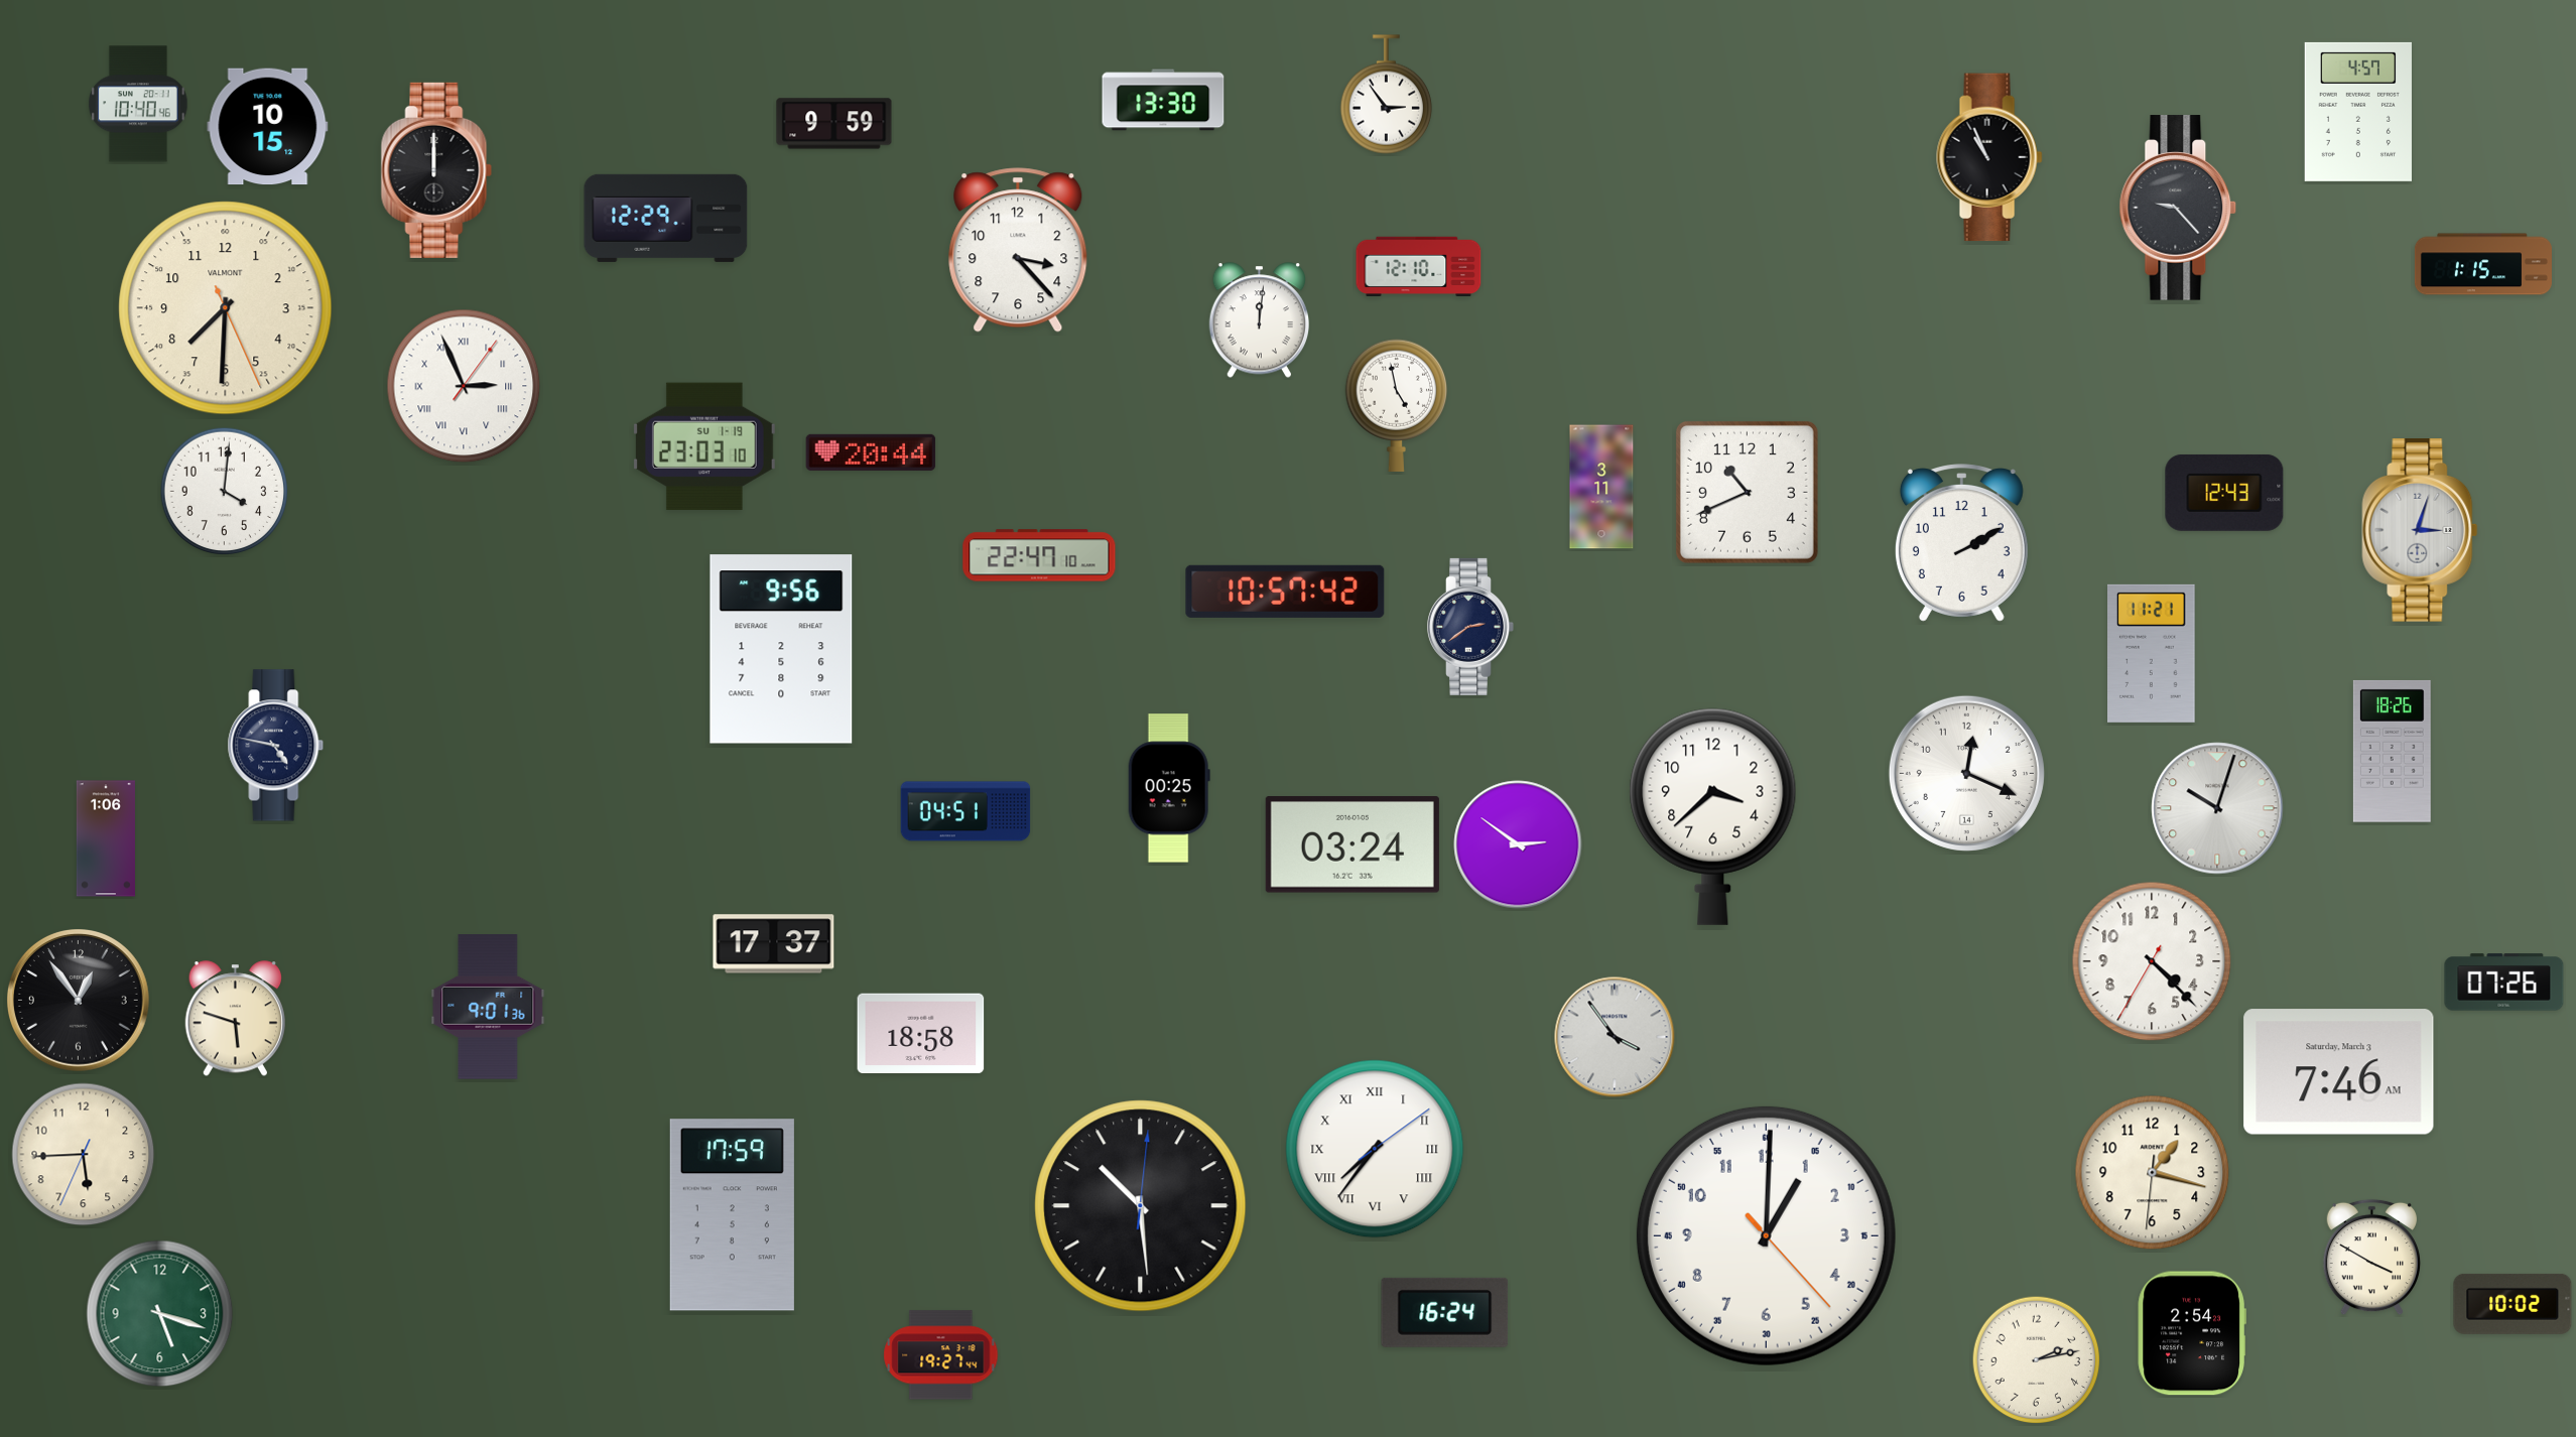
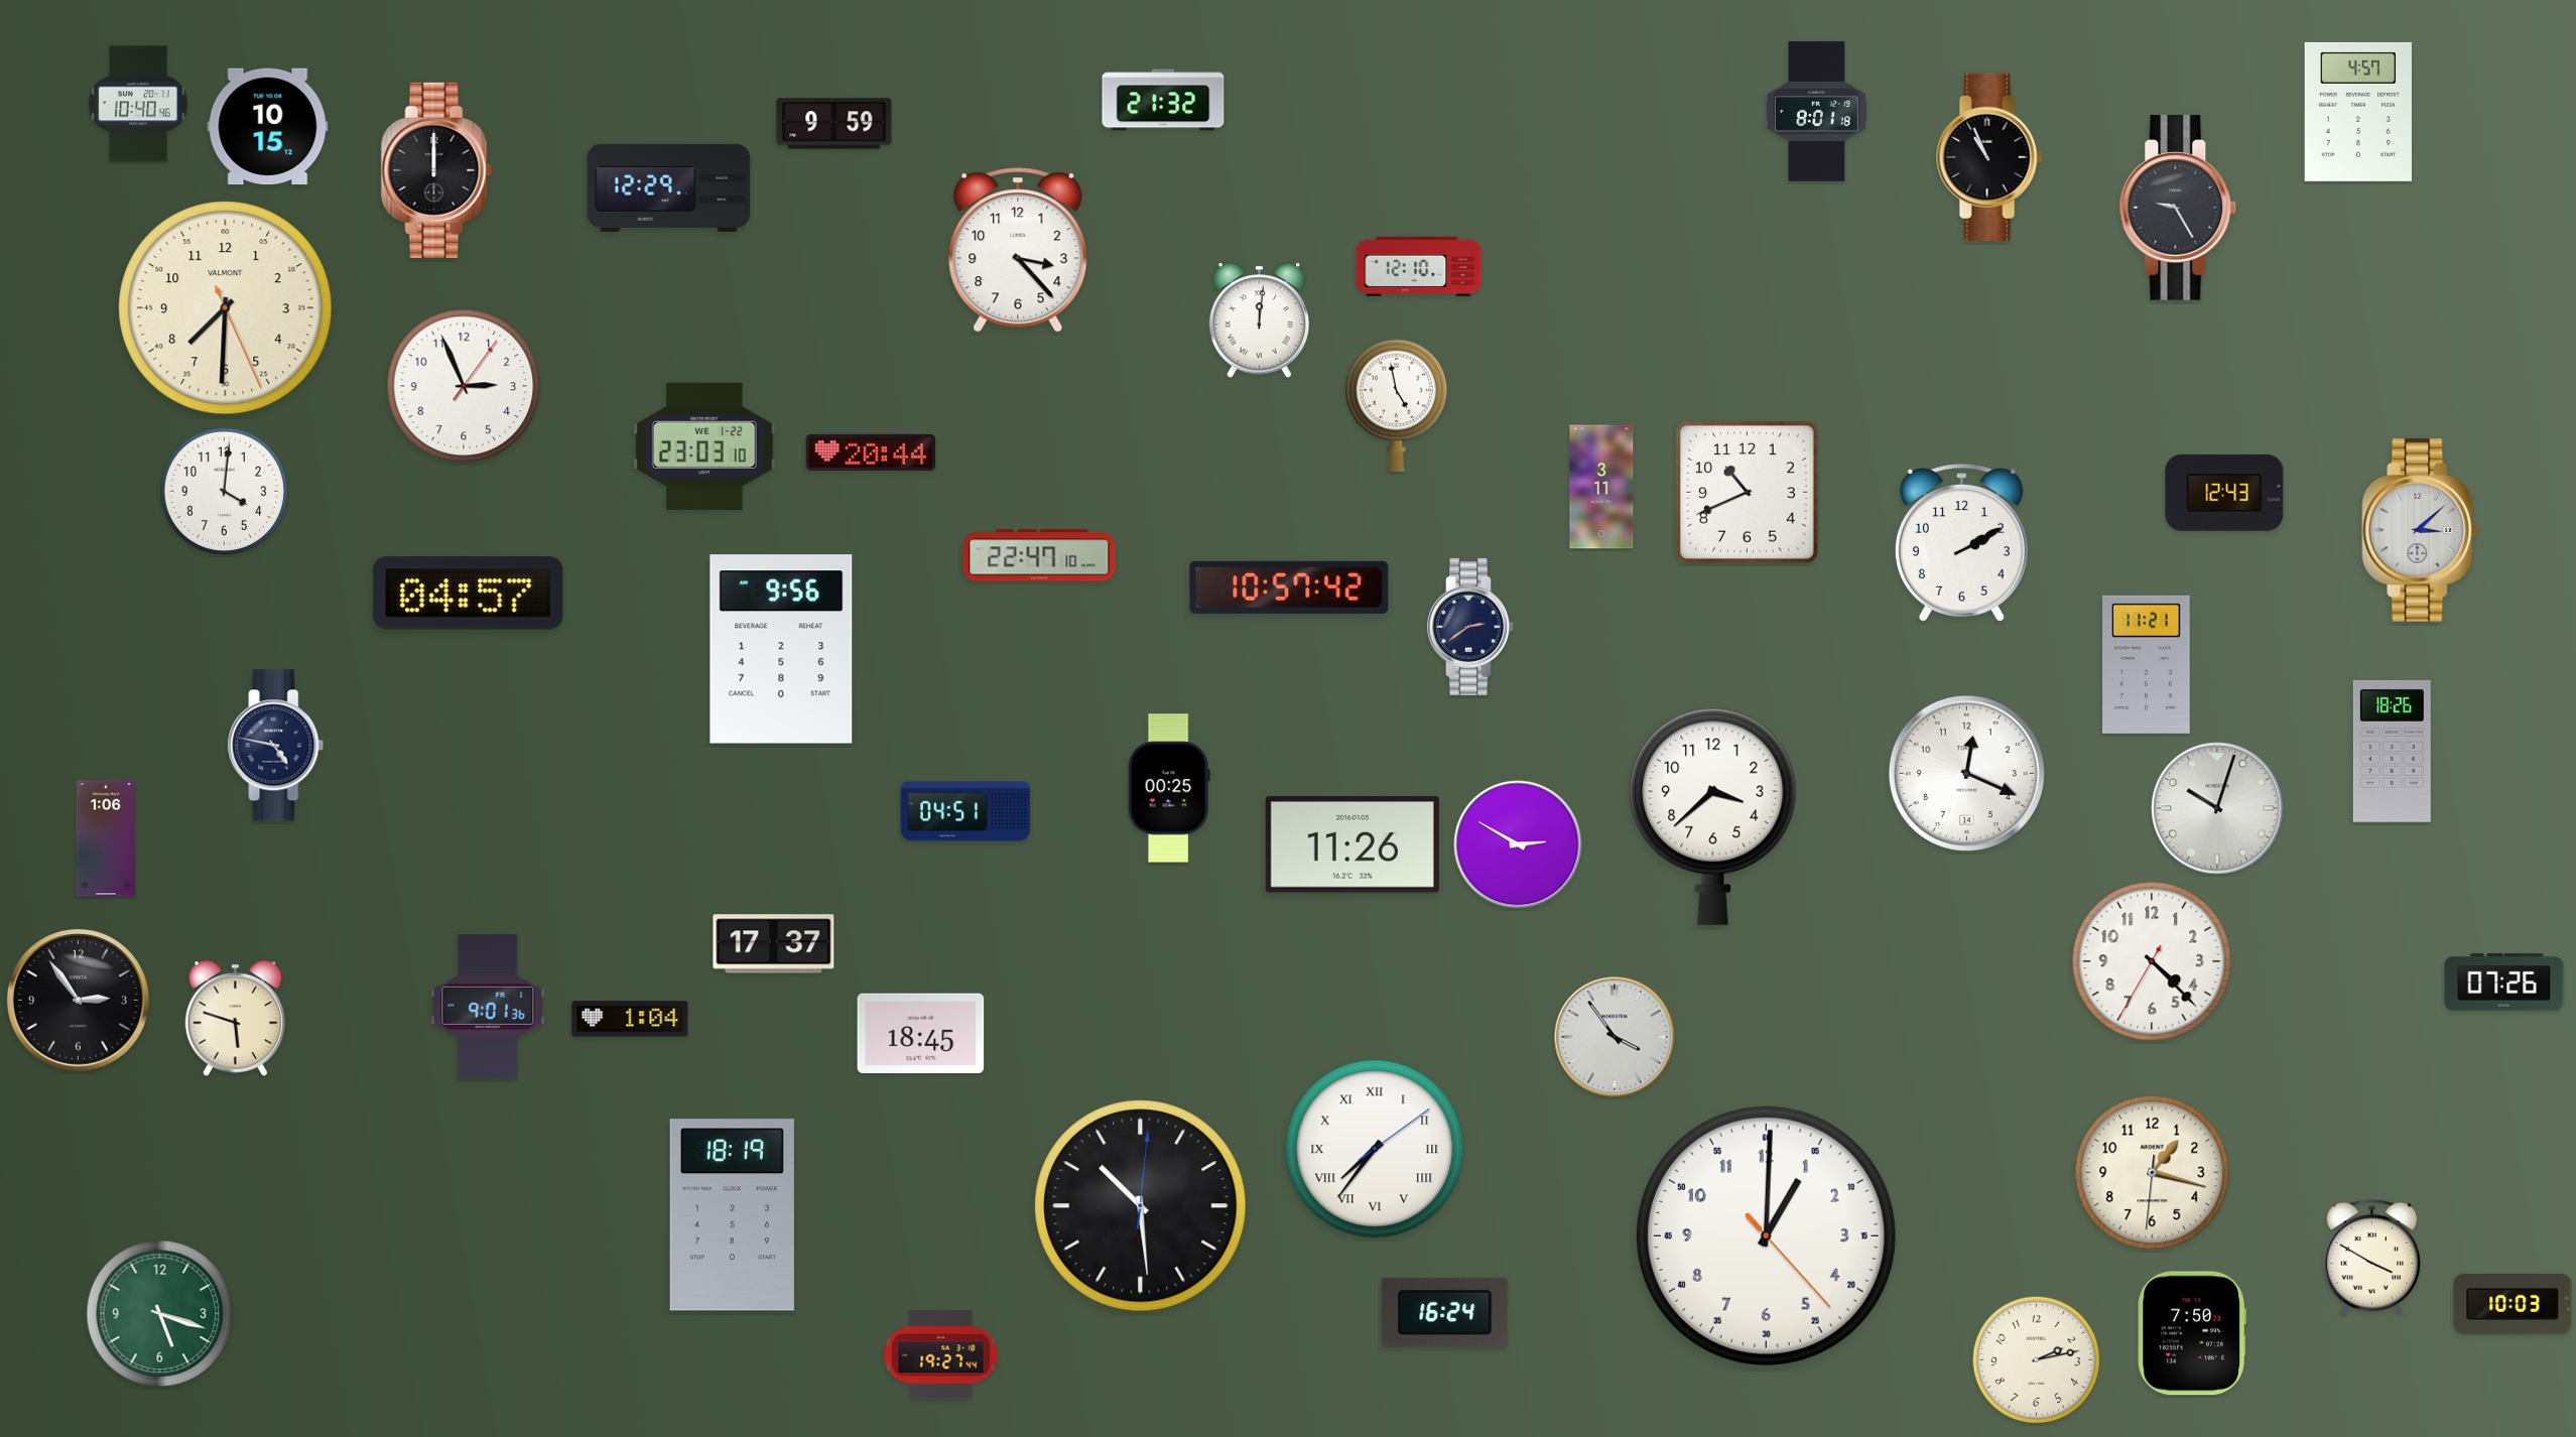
clock at (1386, 95): 2:54 -> none
clock at (1163, 100): 13:30 -> 21:32
clock at (1816, 111): none -> 8:01
clock at (2178, 208): 9:23 -> 9:25
clock at (666, 218) position: (666, 218) -> (669, 187)
clock at (2483, 264): 1:15 -> none
clock at (464, 386) numerals: Roman -> Arabic
clock at (704, 445) date: SU 1-19 -> WE 1-22
clock at (2420, 531): 3:03 -> 3:08
clock at (1285, 592) position: (1285, 592) -> (1289, 587)
clock at (469, 594): none -> 04:57
clock at (2152, 653) position: (2152, 653) -> (2147, 664)
clock at (1353, 844): 03:24 -> 11:26
clock at (1518, 844): 2:51 -> 2:50
clock at (79, 1001): 12:54 -> 2:54
clock at (630, 1019): none -> 1:04
clock at (921, 1034): 18:58 -> 18:45
clock at (2339, 1072): 7:46 -> none
clock at (84, 1155): 5:44 -> none
clock at (732, 1215): 17:59 -> 18:19
clock at (2513, 1304): 10:02 -> 10:03
clock at (2192, 1333): 2:54 -> 7:50
